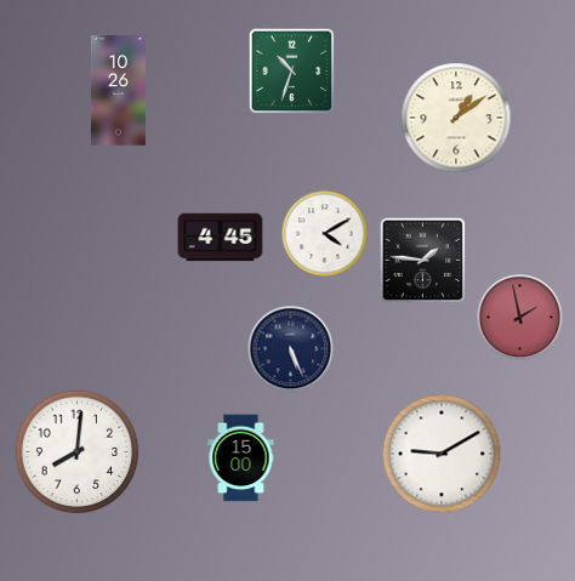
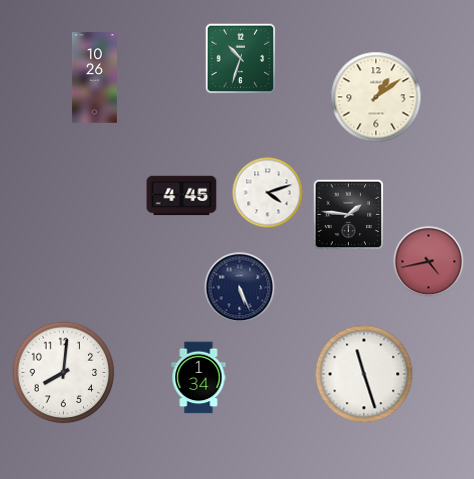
clock at (118, 91) position: (118, 91) -> (94, 78)
clock at (325, 234): 4:10 -> 4:12
clock at (520, 318): 1:58 -> 4:43
clock at (442, 454): 9:10 -> 11:27
clock at (241, 458): 15:00 -> 1:34
